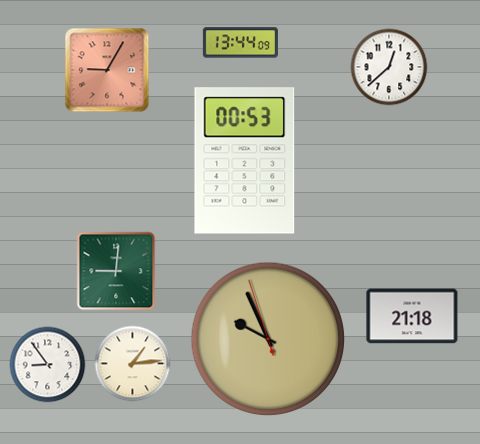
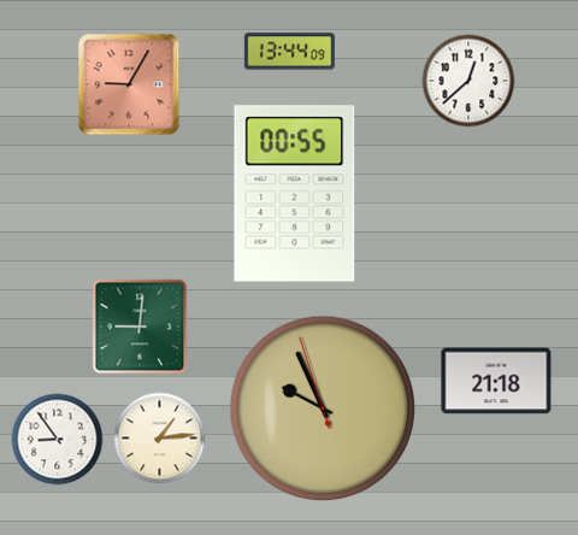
clock at (245, 161): 00:53 -> 00:55
